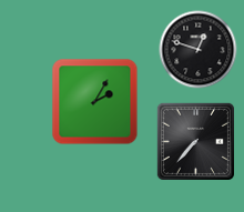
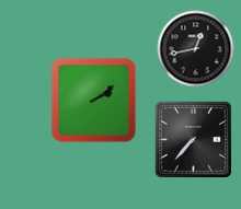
clock at (199, 50): 12:48 -> 12:43
clock at (95, 102): 2:05 -> 2:09
